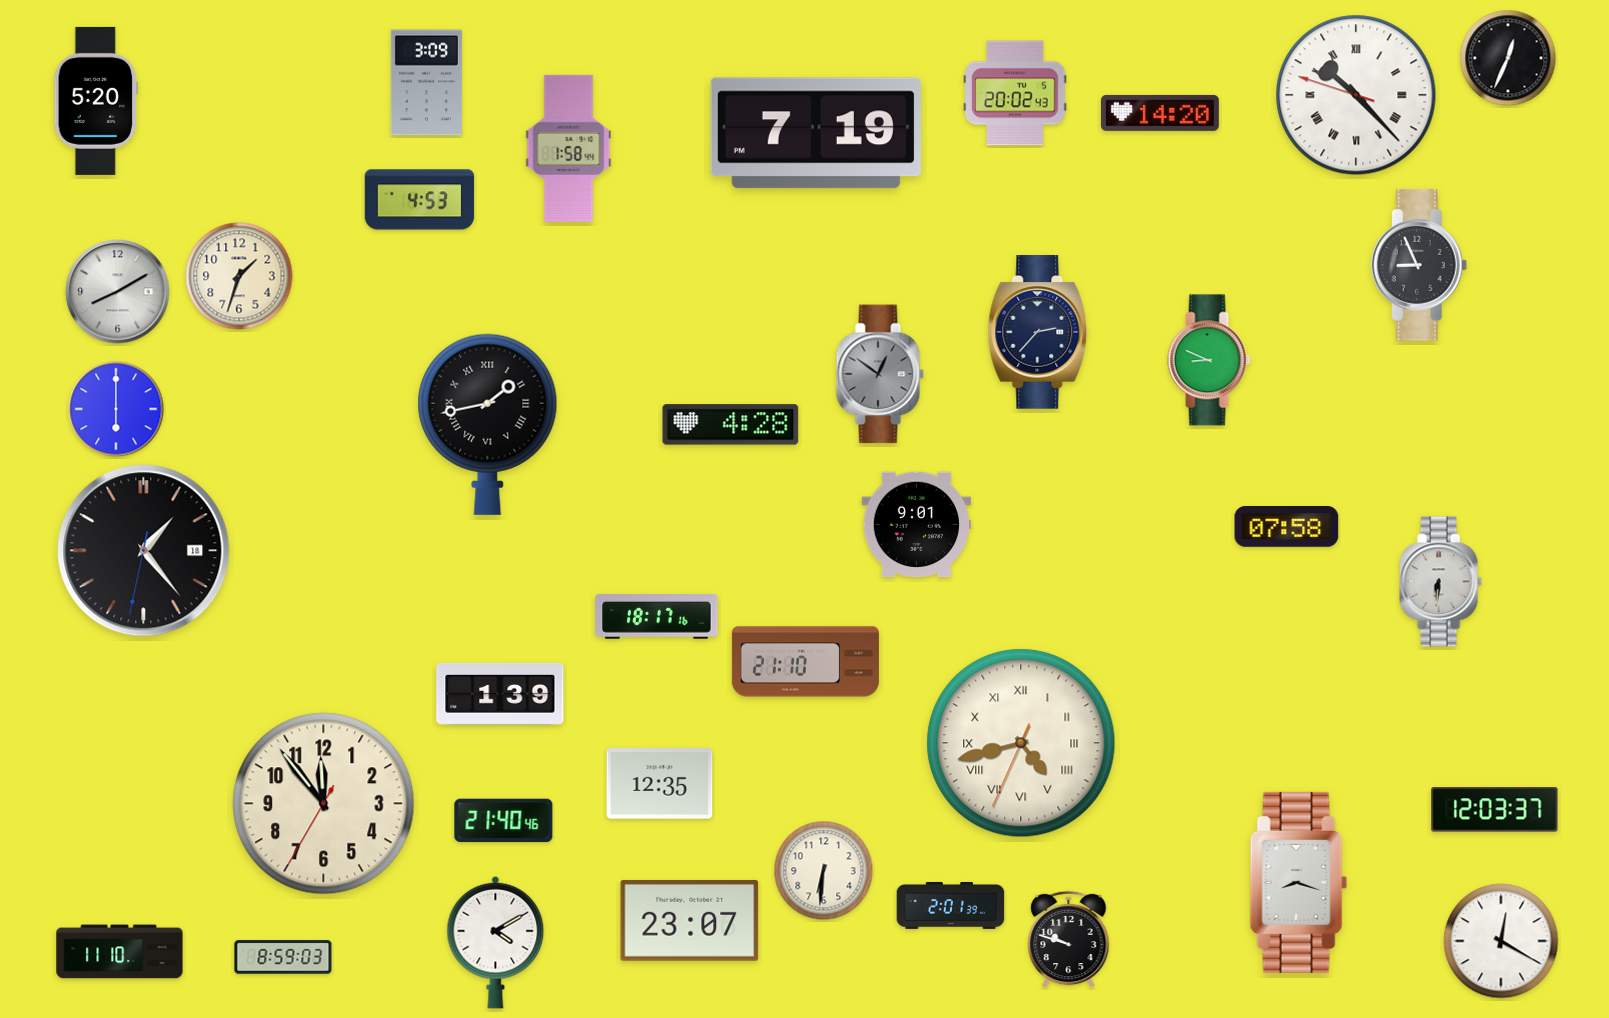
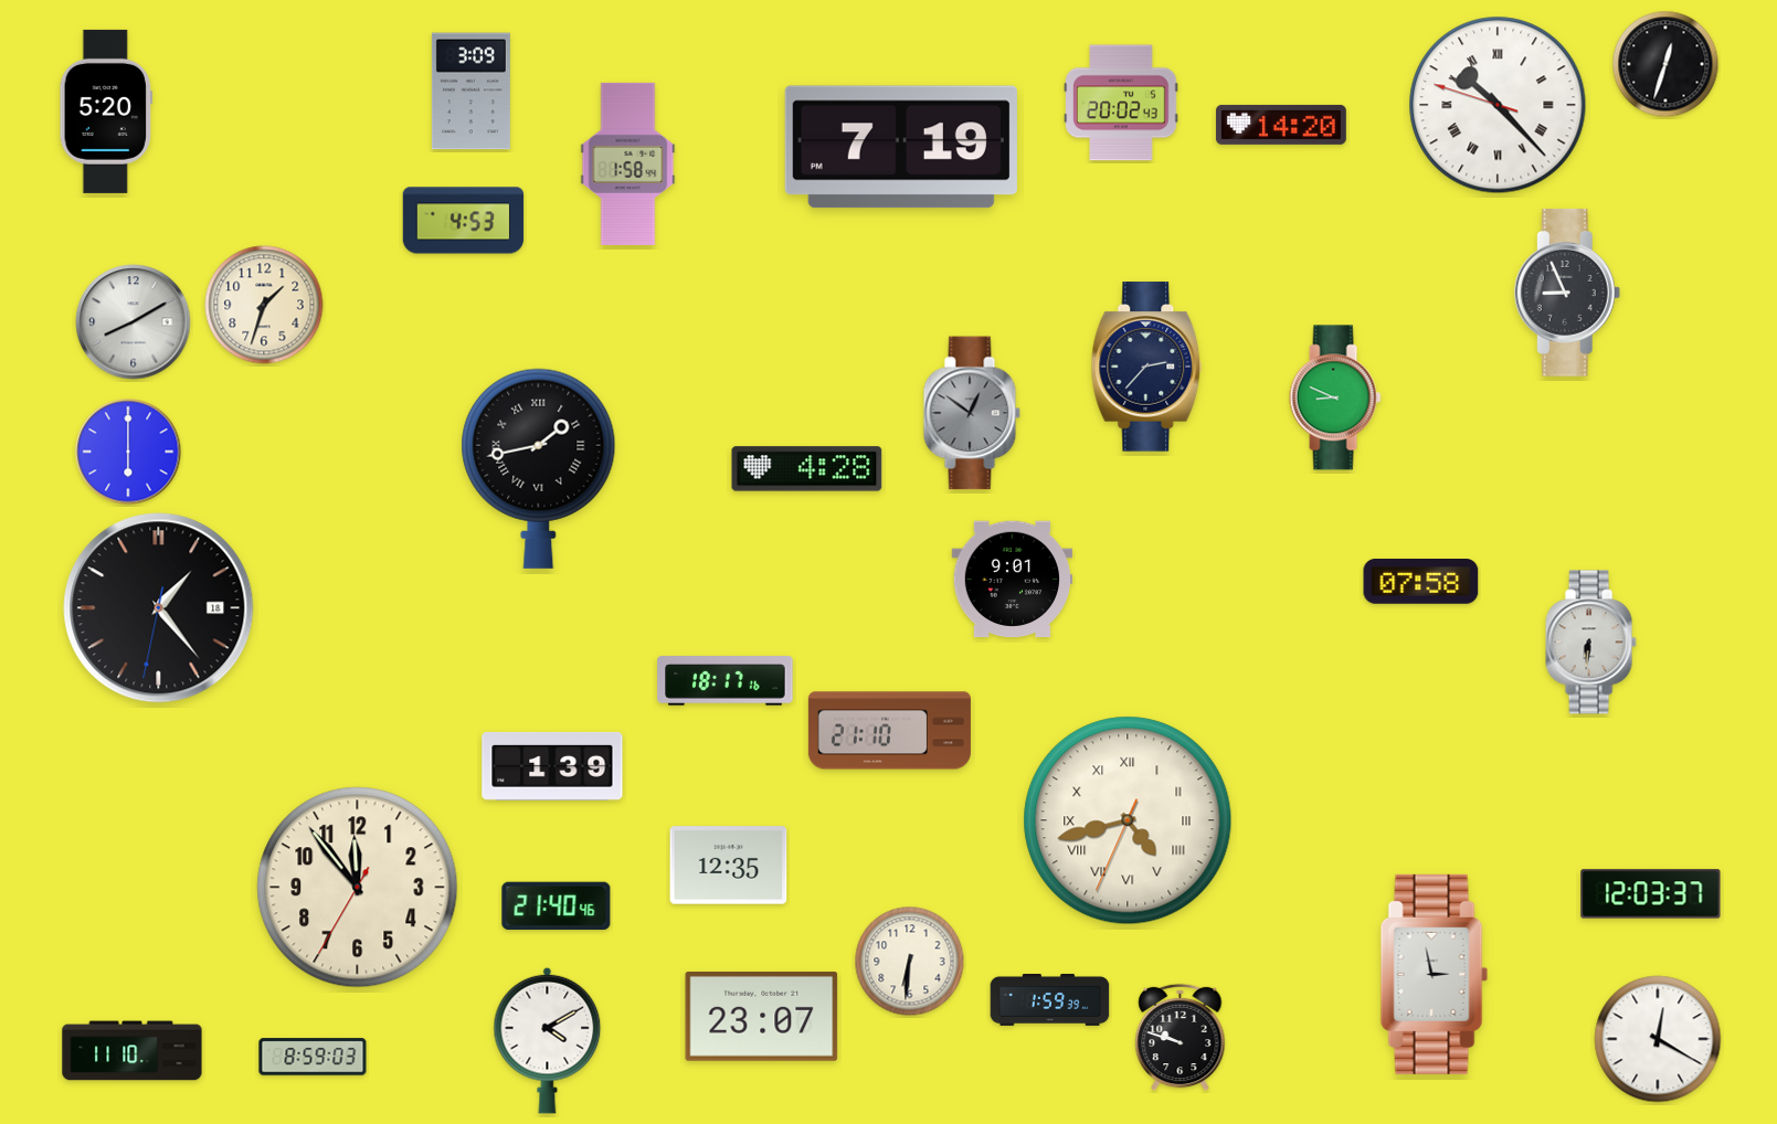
clock at (1508, 58): 12:34 -> 12:33
clock at (118, 292) position: (118, 292) -> (134, 322)
clock at (1299, 882): 8:18 -> 2:58
clock at (951, 905): 2:01 -> 1:59
